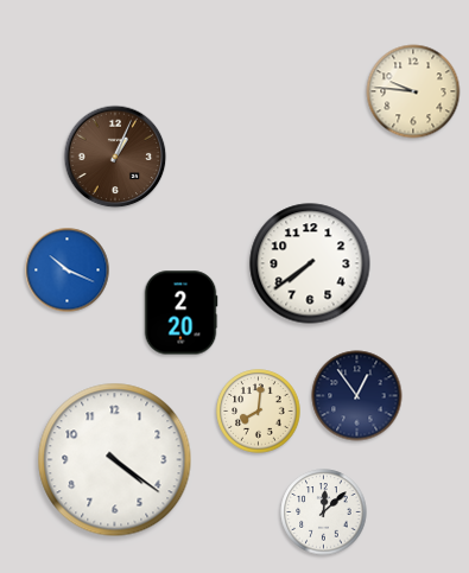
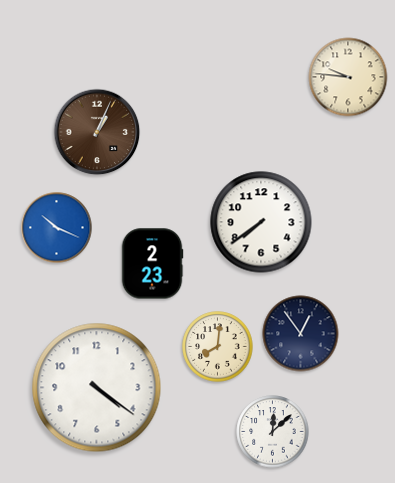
clock at (180, 313): 2:20 -> 2:23
